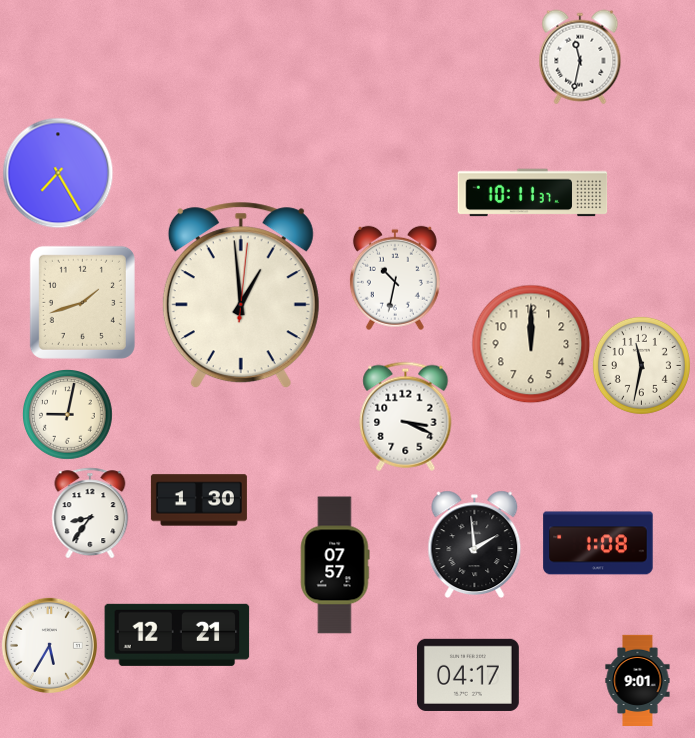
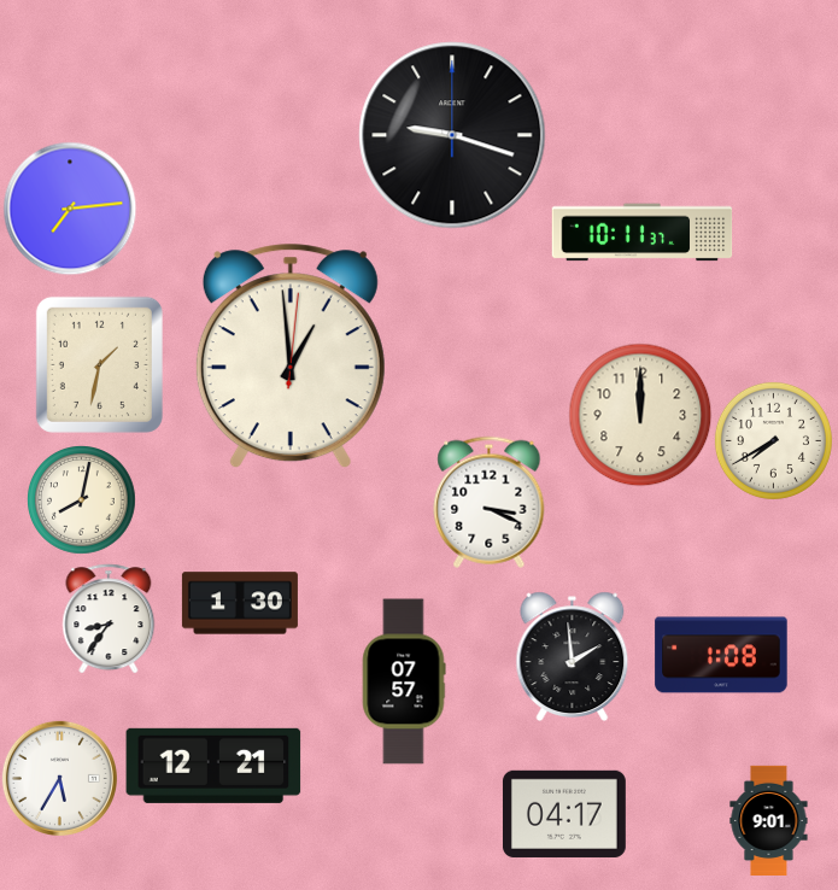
clock at (580, 57): 11:32 -> none
clock at (452, 135): none -> 9:18
clock at (58, 173): 7:25 -> 7:14
clock at (395, 278): 10:32 -> none
clock at (82, 302): 1:42 -> 1:32
clock at (641, 365): 11:32 -> 7:40
clock at (67, 414): 9:02 -> 8:02
